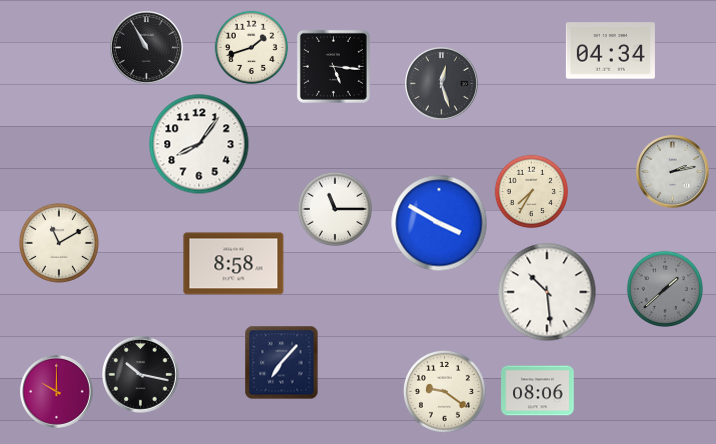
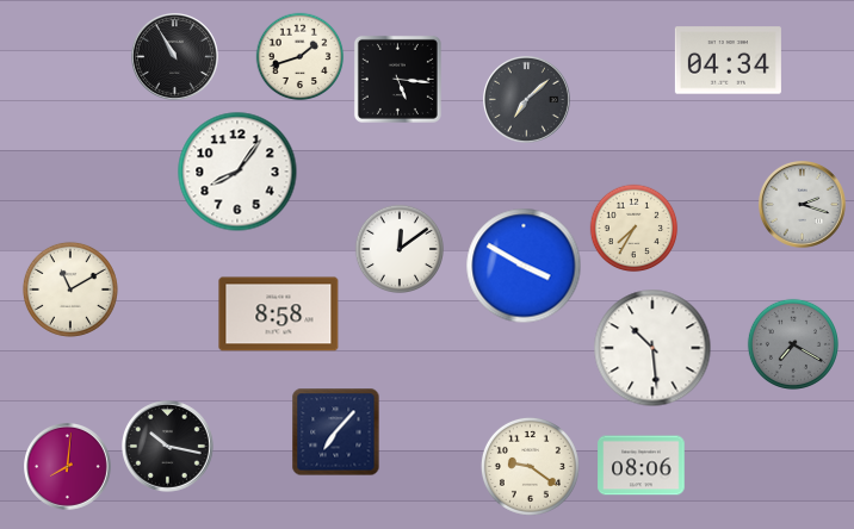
clock at (442, 84): 12:27 -> 7:08
clock at (673, 172): 2:13 -> 2:18
clock at (335, 209): 11:15 -> 12:09
clock at (665, 289): 1:38 -> 7:20
clock at (57, 392): 10:00 -> 8:01
